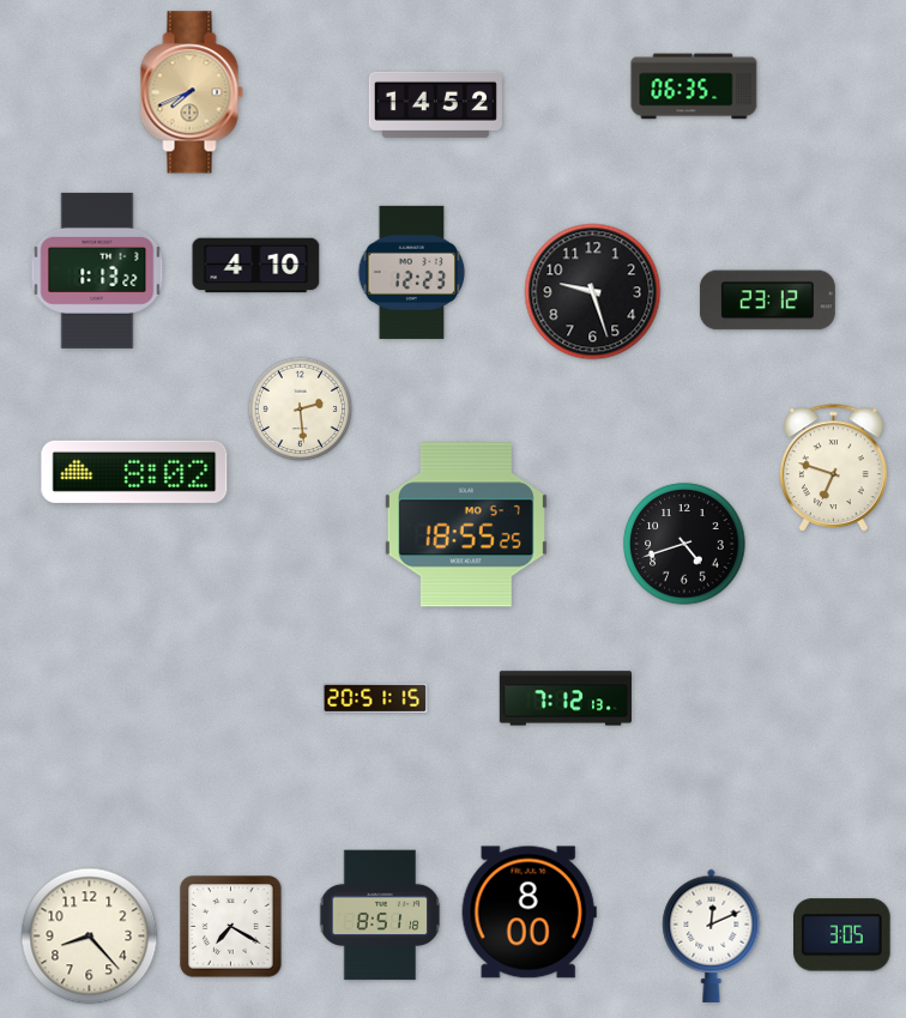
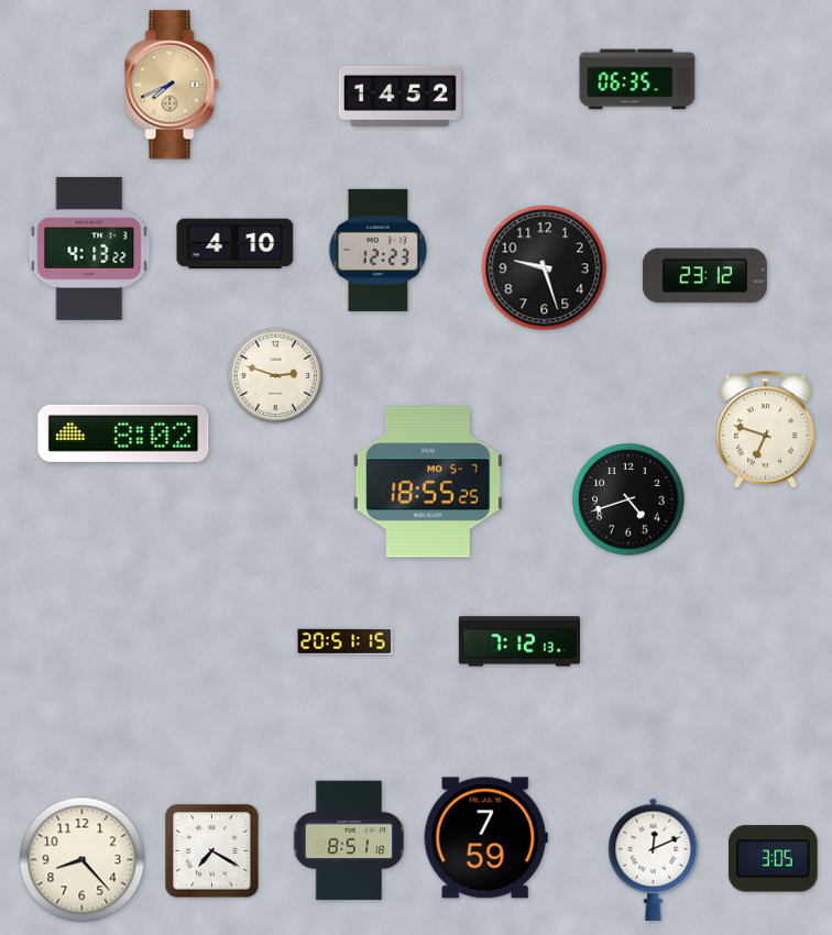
clock at (192, 92) position: (192, 92) -> (172, 85)
clock at (97, 271): 1:13 -> 4:13
clock at (301, 410): 2:29 -> 2:48
clock at (528, 913): 8:00 -> 7:59
